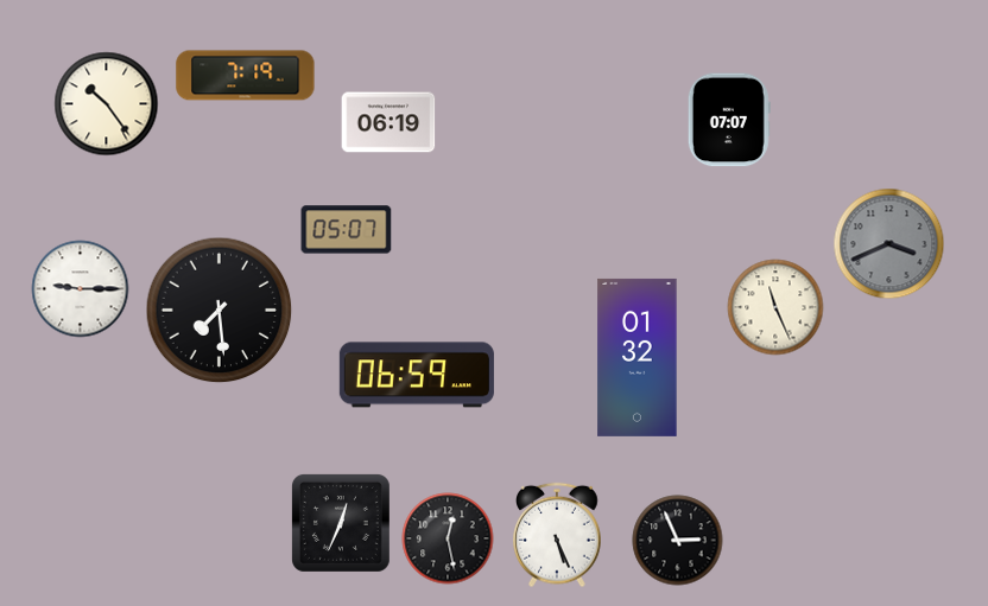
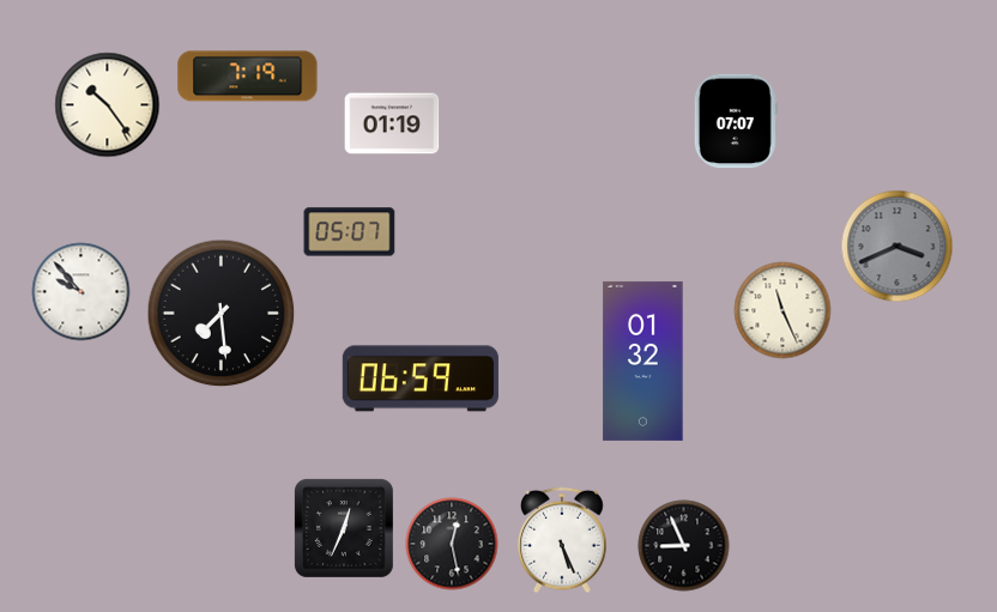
clock at (388, 122): 06:19 -> 01:19
clock at (81, 289): 9:15 -> 9:53
clock at (678, 541): 2:56 -> 8:56
